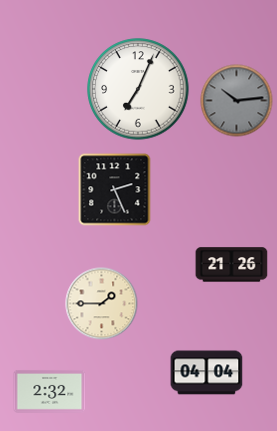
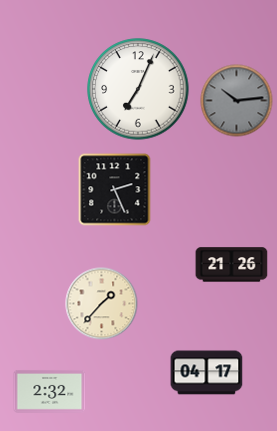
clock at (102, 304): 1:45 -> 1:37
clock at (207, 373): 04:04 -> 04:17
